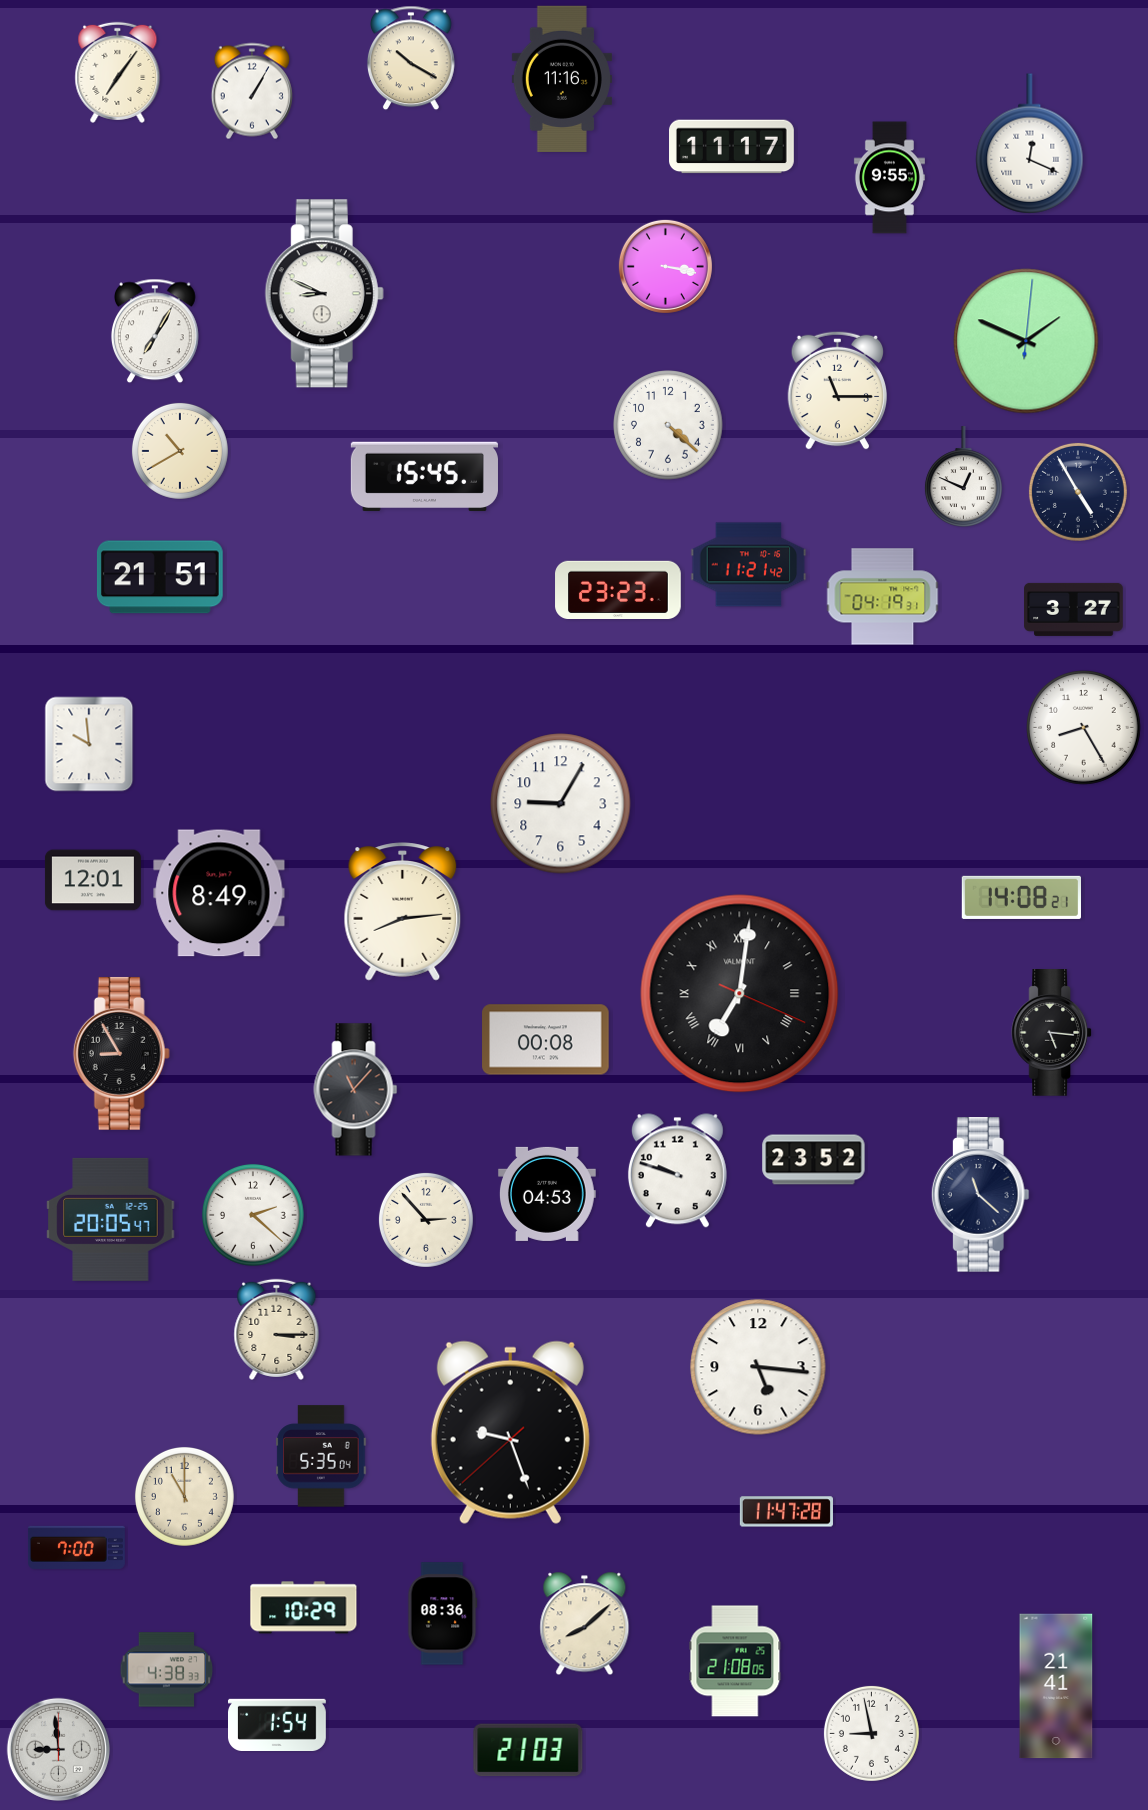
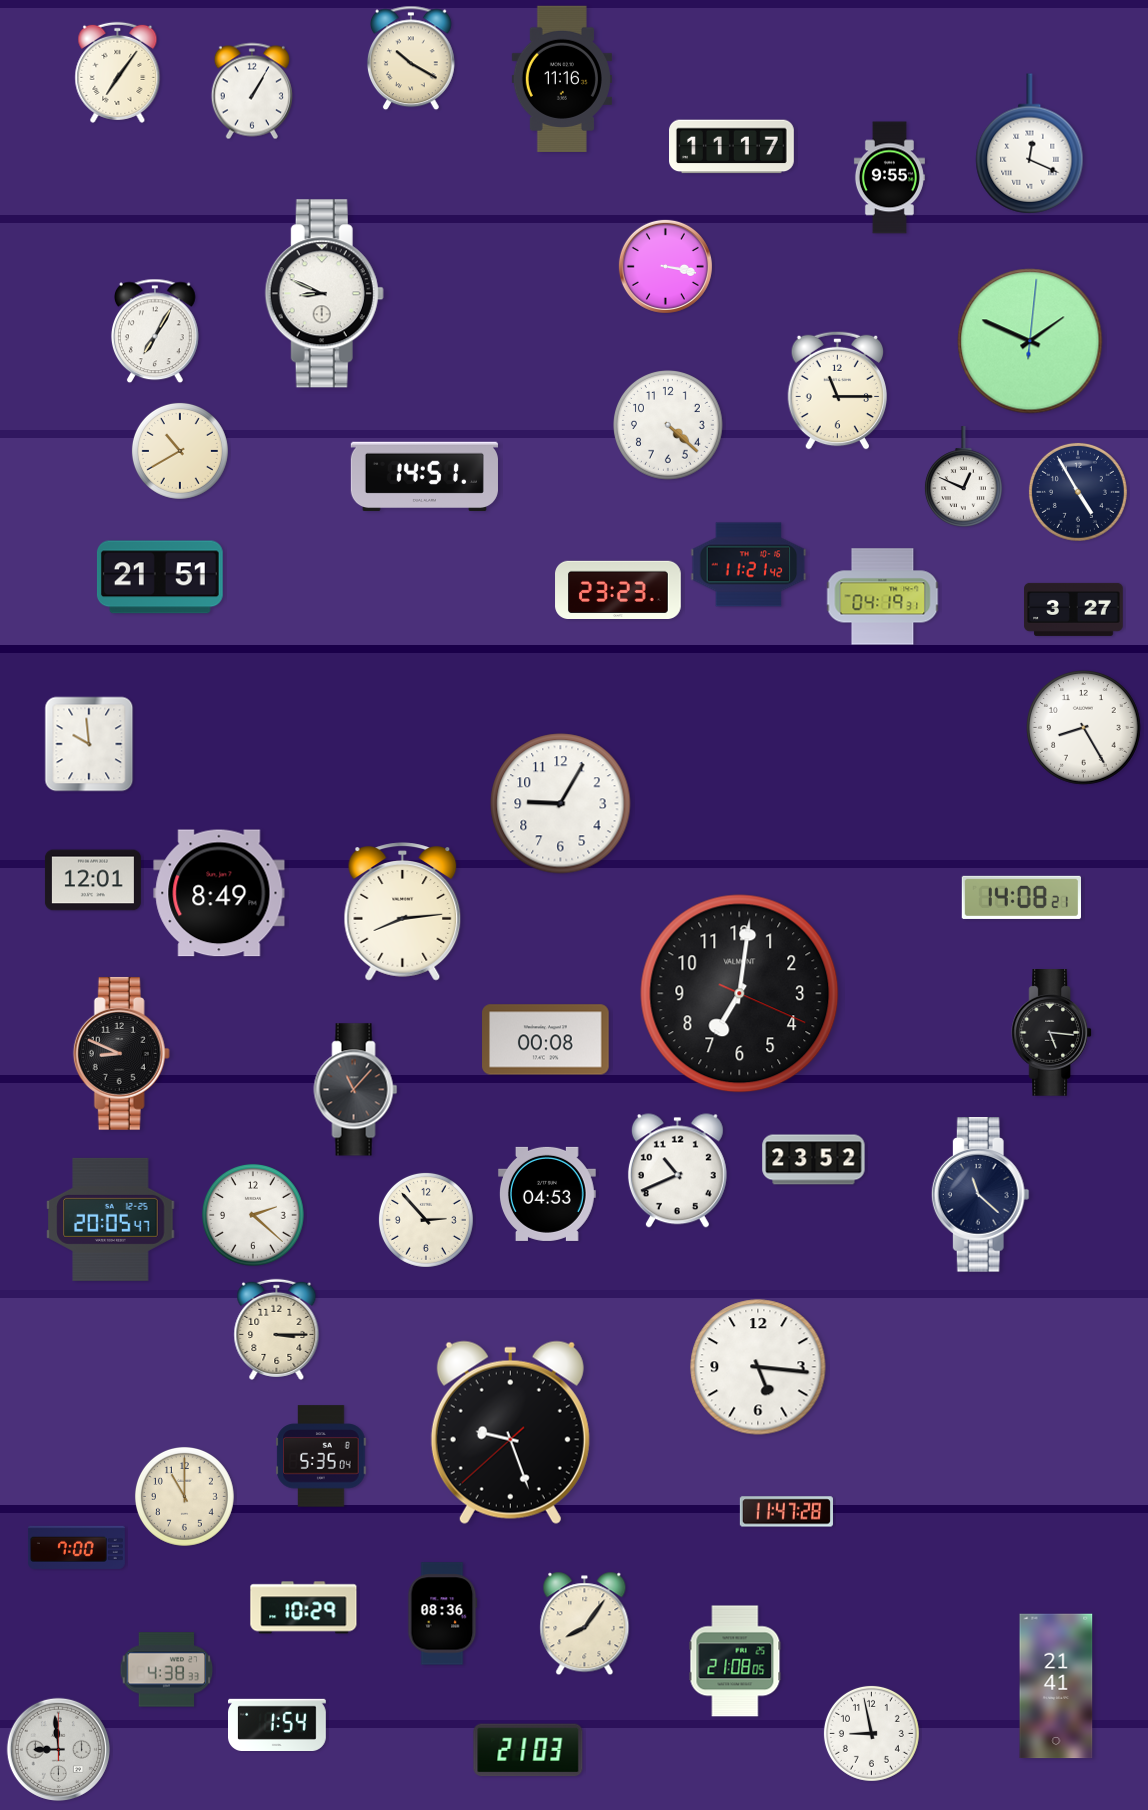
clock at (1026, 341) position: (1026, 341) -> (1030, 341)
clock at (424, 477): 15:45 -> 14:51
clock at (740, 994) numerals: Roman -> Arabic
clock at (121, 1053): 8:55 -> 8:49
clock at (677, 1171): 9:48 -> 10:41
clock at (585, 1624): 8:08 -> 8:06
